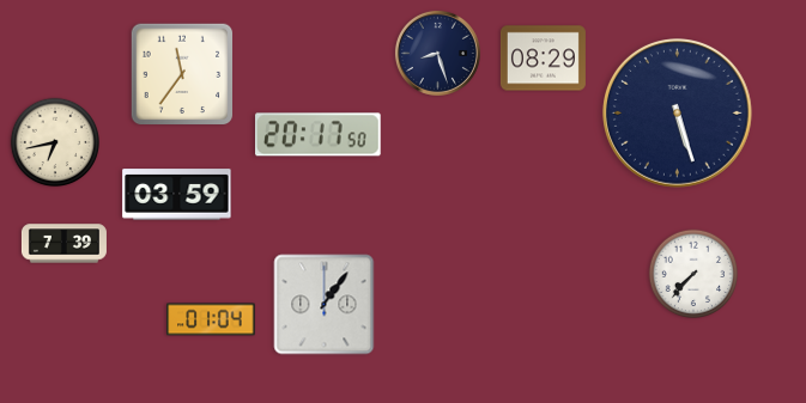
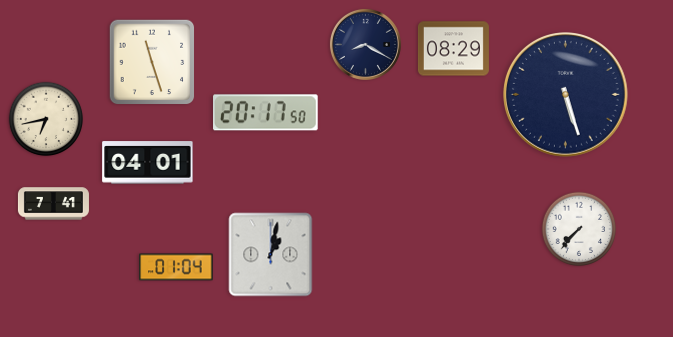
clock at (437, 53): 8:27 -> 8:20
clock at (182, 74): 11:36 -> 11:27
clock at (177, 195): 03:59 -> 04:01
clock at (63, 244): 7:39 -> 7:41
clock at (325, 305): 1:06 -> 1:02
